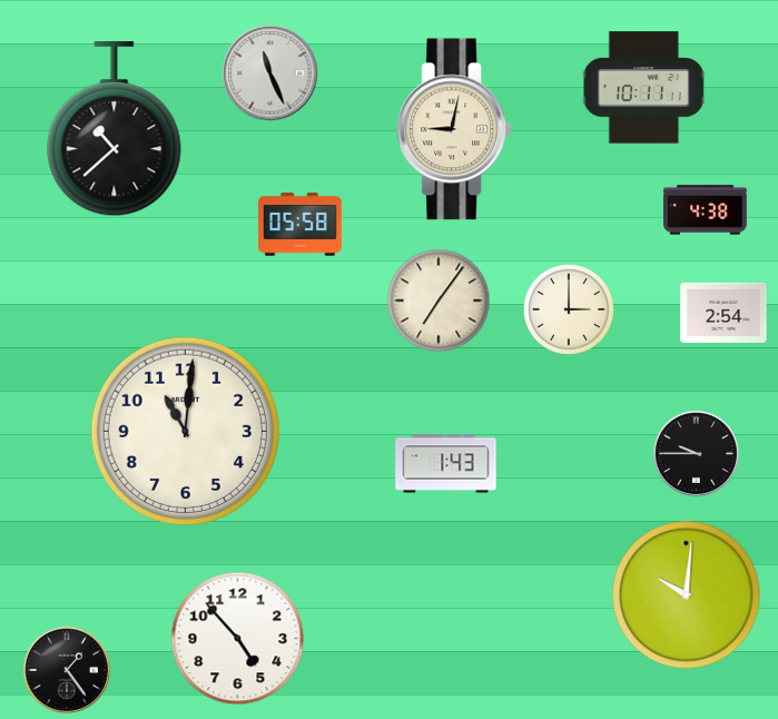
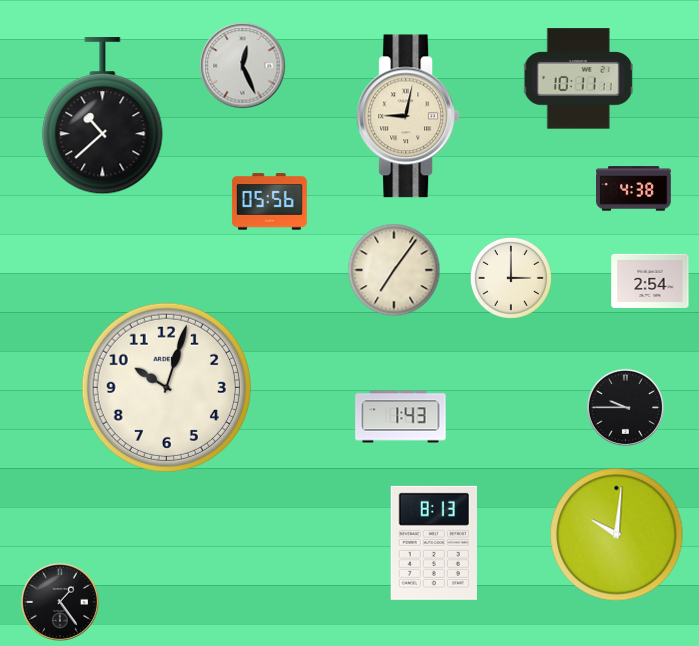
clock at (270, 73): 11:26 -> 12:26
clock at (299, 225): 05:58 -> 05:56
clock at (185, 431): 11:01 -> 10:03
clock at (434, 543): none -> 8:13
clock at (238, 639): 4:53 -> none
